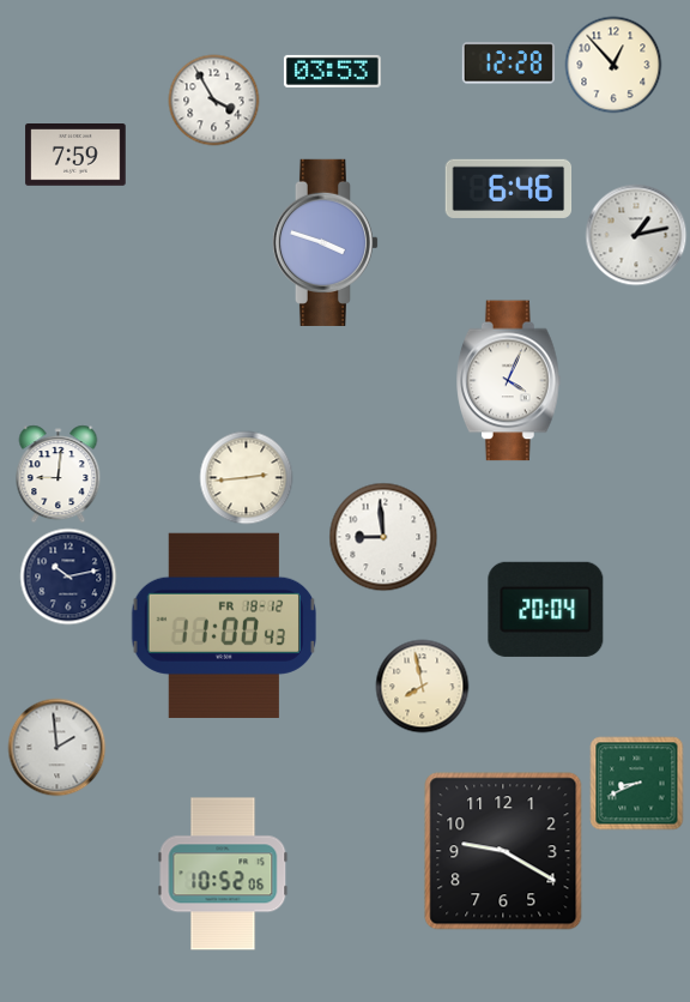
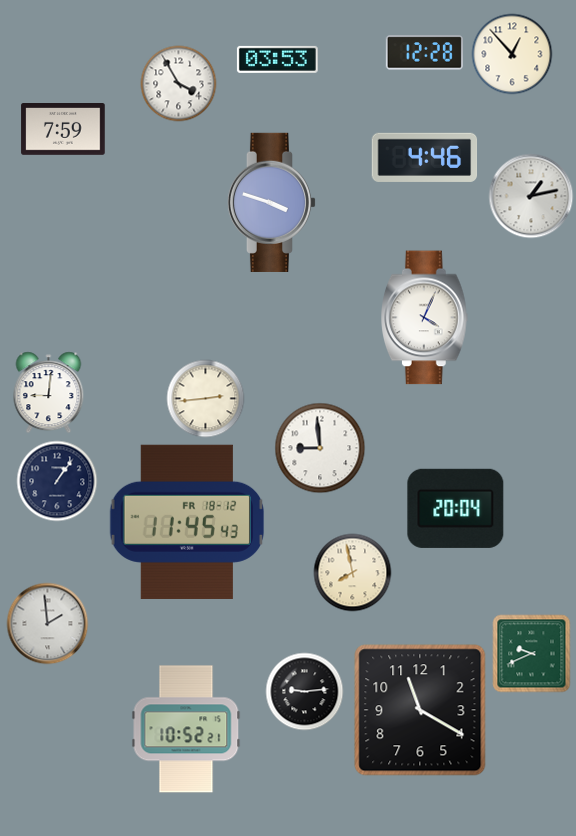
clock at (509, 188): 6:46 -> 4:46
clock at (59, 475) position: (59, 475) -> (49, 393)
clock at (68, 577): 10:13 -> 1:06
clock at (223, 626): 11:00 -> 11:45
clock at (637, 784): 8:41 -> 9:41
clock at (305, 692): none -> 9:14
clock at (503, 851): 9:20 -> 11:20
clock at (223, 874): 10:52:06 -> 10:52:21
